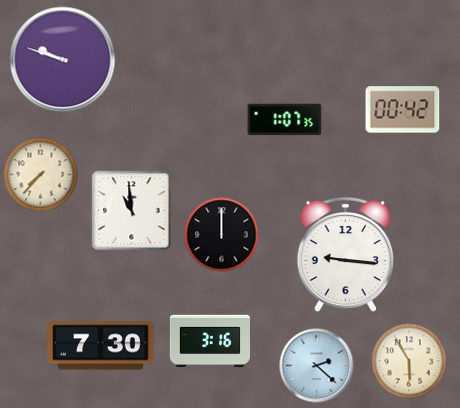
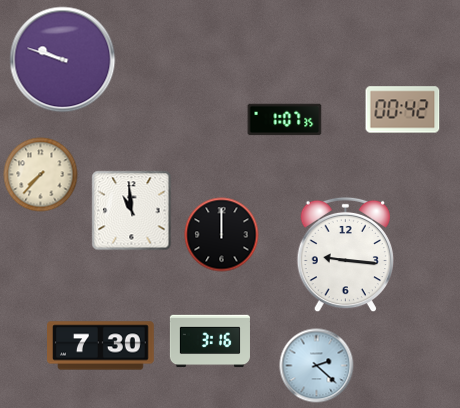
clock at (409, 361): 5:55 -> none
